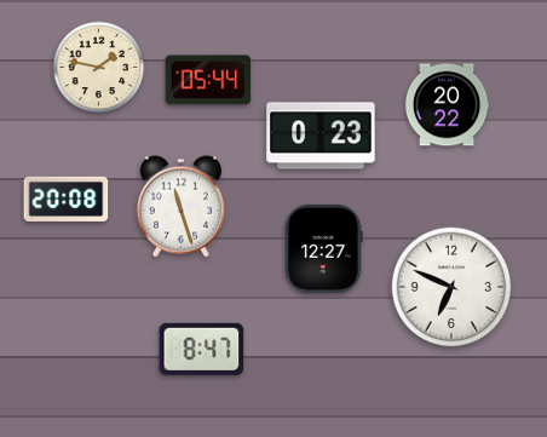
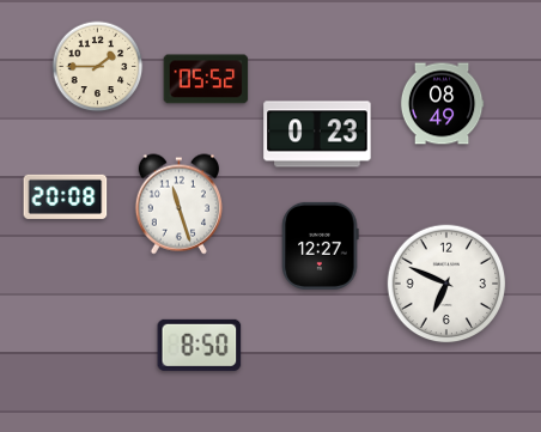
clock at (99, 68): 1:47 -> 1:45
clock at (208, 80): 05:44 -> 05:52
clock at (447, 105): 20:22 -> 08:49
clock at (202, 349): 8:47 -> 8:50
